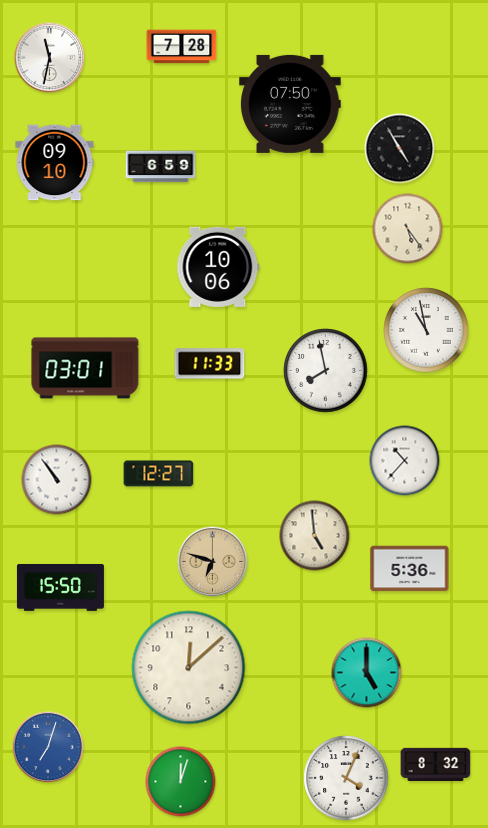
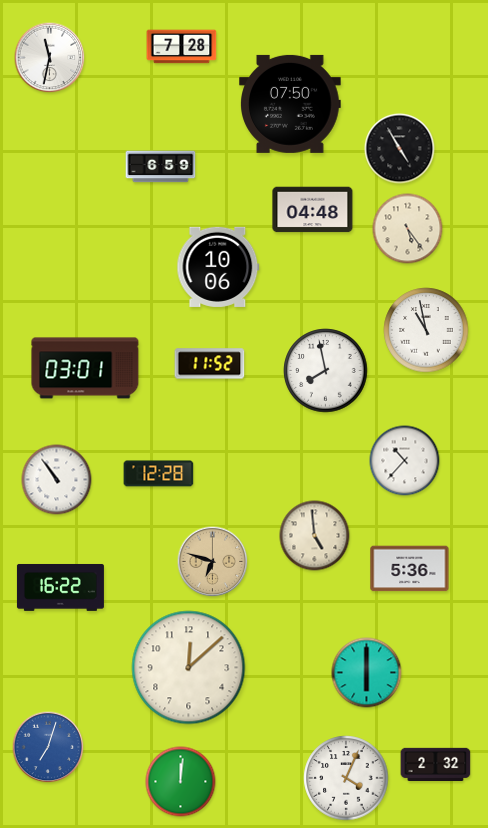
clock at (55, 163): 09:10 -> none
clock at (313, 210): none -> 04:48
clock at (210, 364): 11:33 -> 11:52
clock at (159, 474): 12:27 -> 12:28
clock at (60, 587): 15:50 -> 16:22
clock at (367, 673): 5:00 -> 6:00
clock at (436, 764): 8:32 -> 2:32
clock at (181, 782): 12:03 -> 12:01
